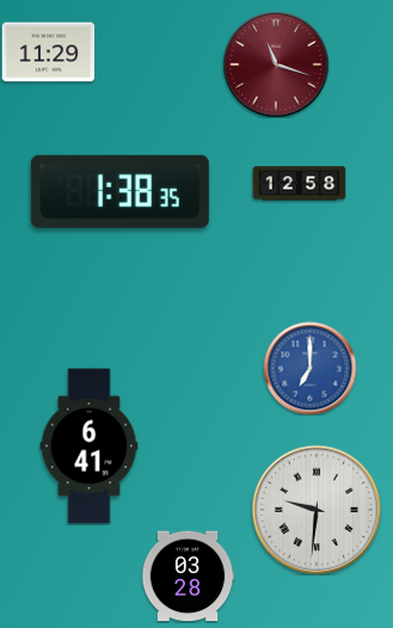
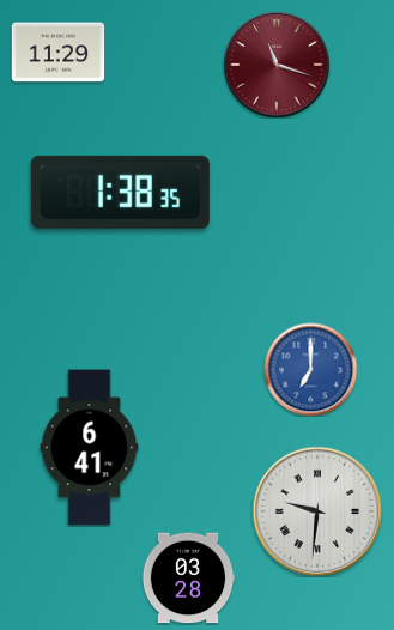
clock at (48, 53) position: (48, 53) -> (57, 53)
clock at (299, 184): 12:58 -> none
